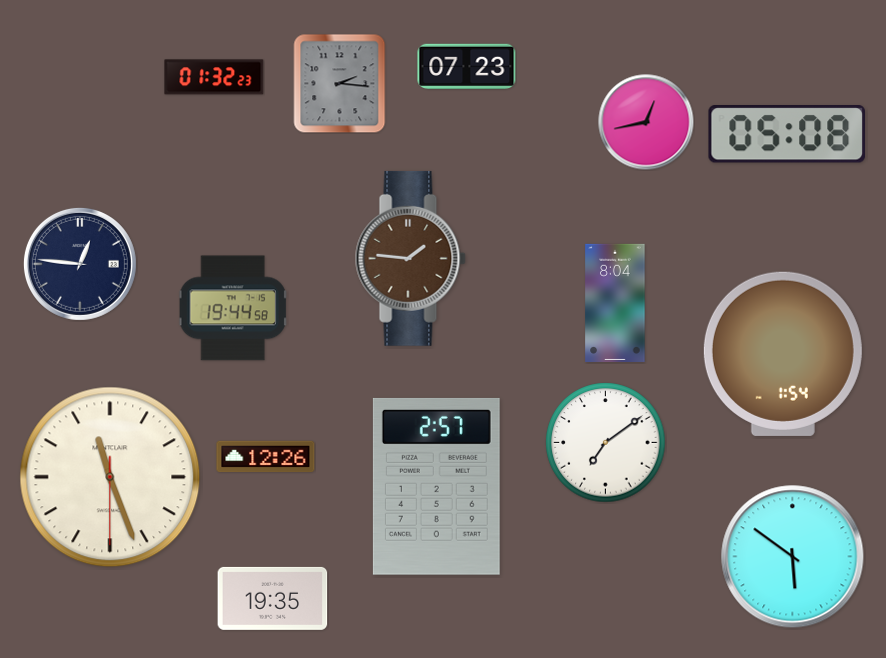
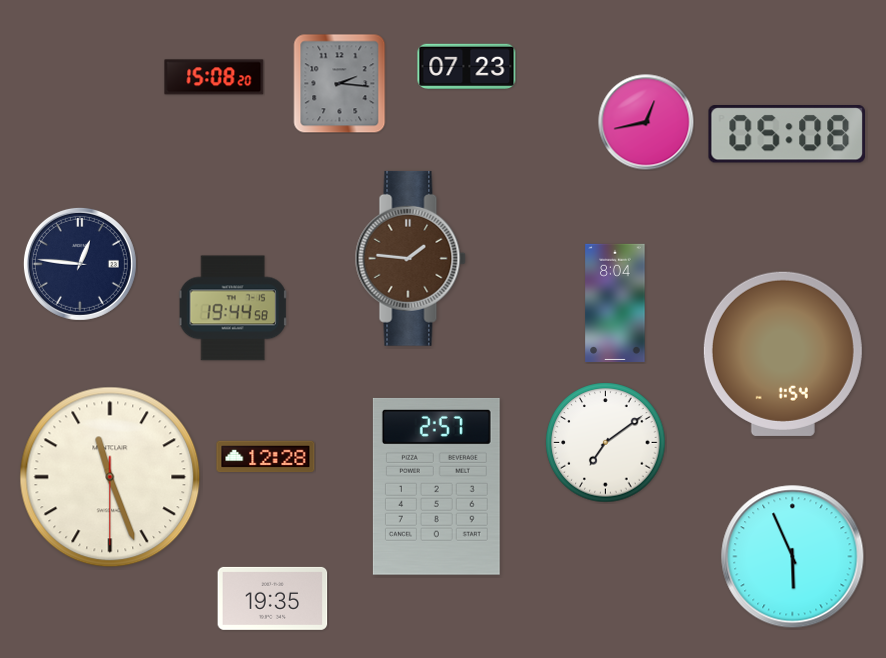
clock at (214, 77): 01:32 -> 15:08
clock at (266, 457): 12:26 -> 12:28
clock at (793, 557): 5:51 -> 5:56
